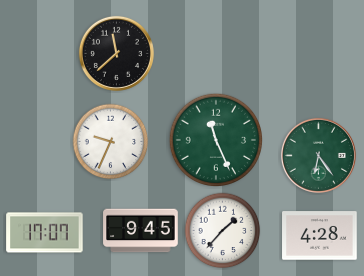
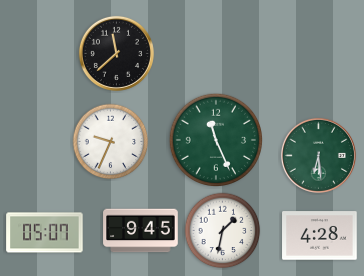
clock at (318, 155): 6:24 -> 6:29
clock at (223, 231): 1:37 -> 1:32
clock at (45, 233): 17:07 -> 05:07
